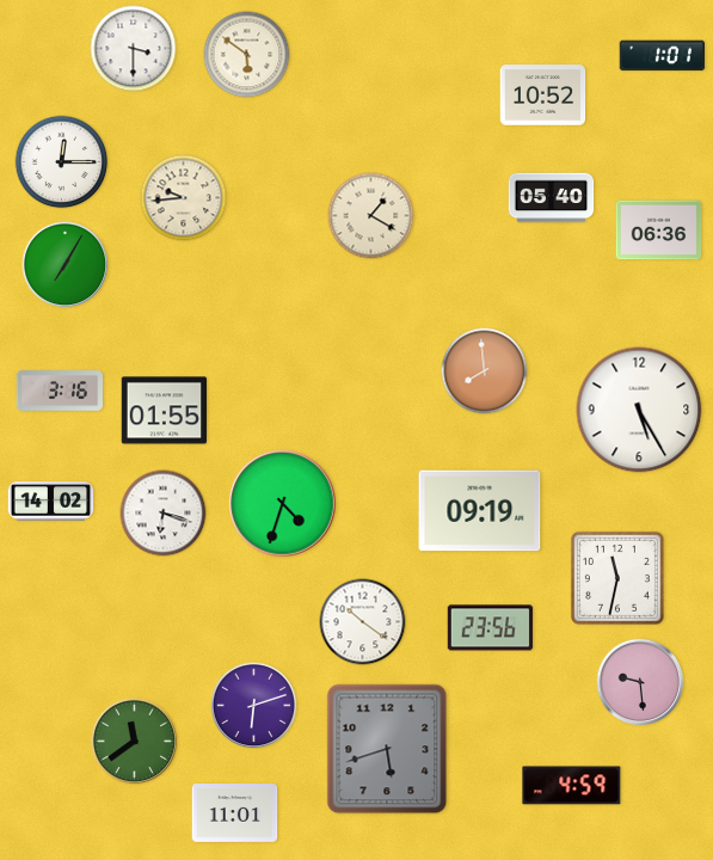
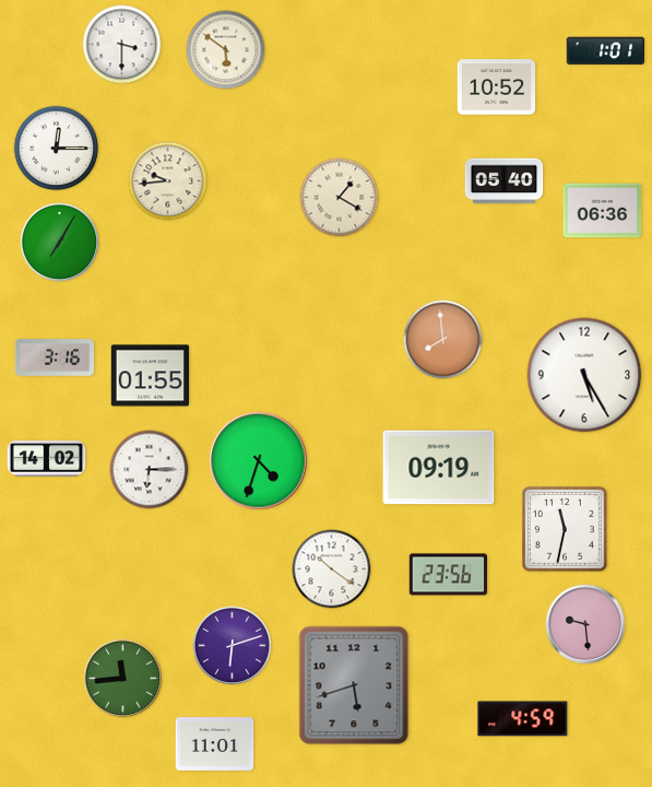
clock at (164, 514): 6:18 -> 6:15
clock at (135, 742): 11:39 -> 11:44
